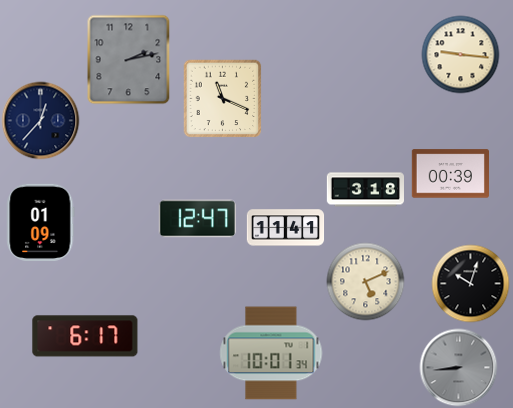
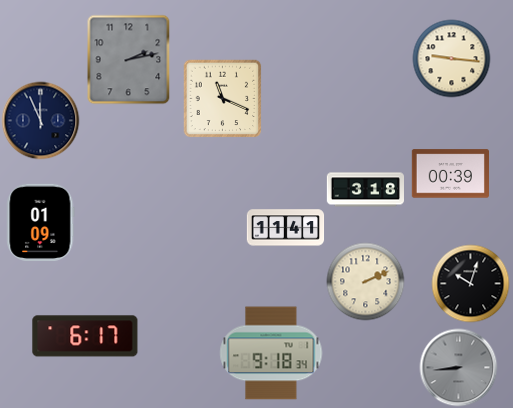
clock at (460, 54) position: (460, 54) -> (451, 58)
clock at (40, 120): 12:37 -> 11:56
clock at (197, 219): 12:47 -> none
clock at (365, 281): 5:11 -> 2:11
clock at (271, 353): 10:01 -> 9:18
